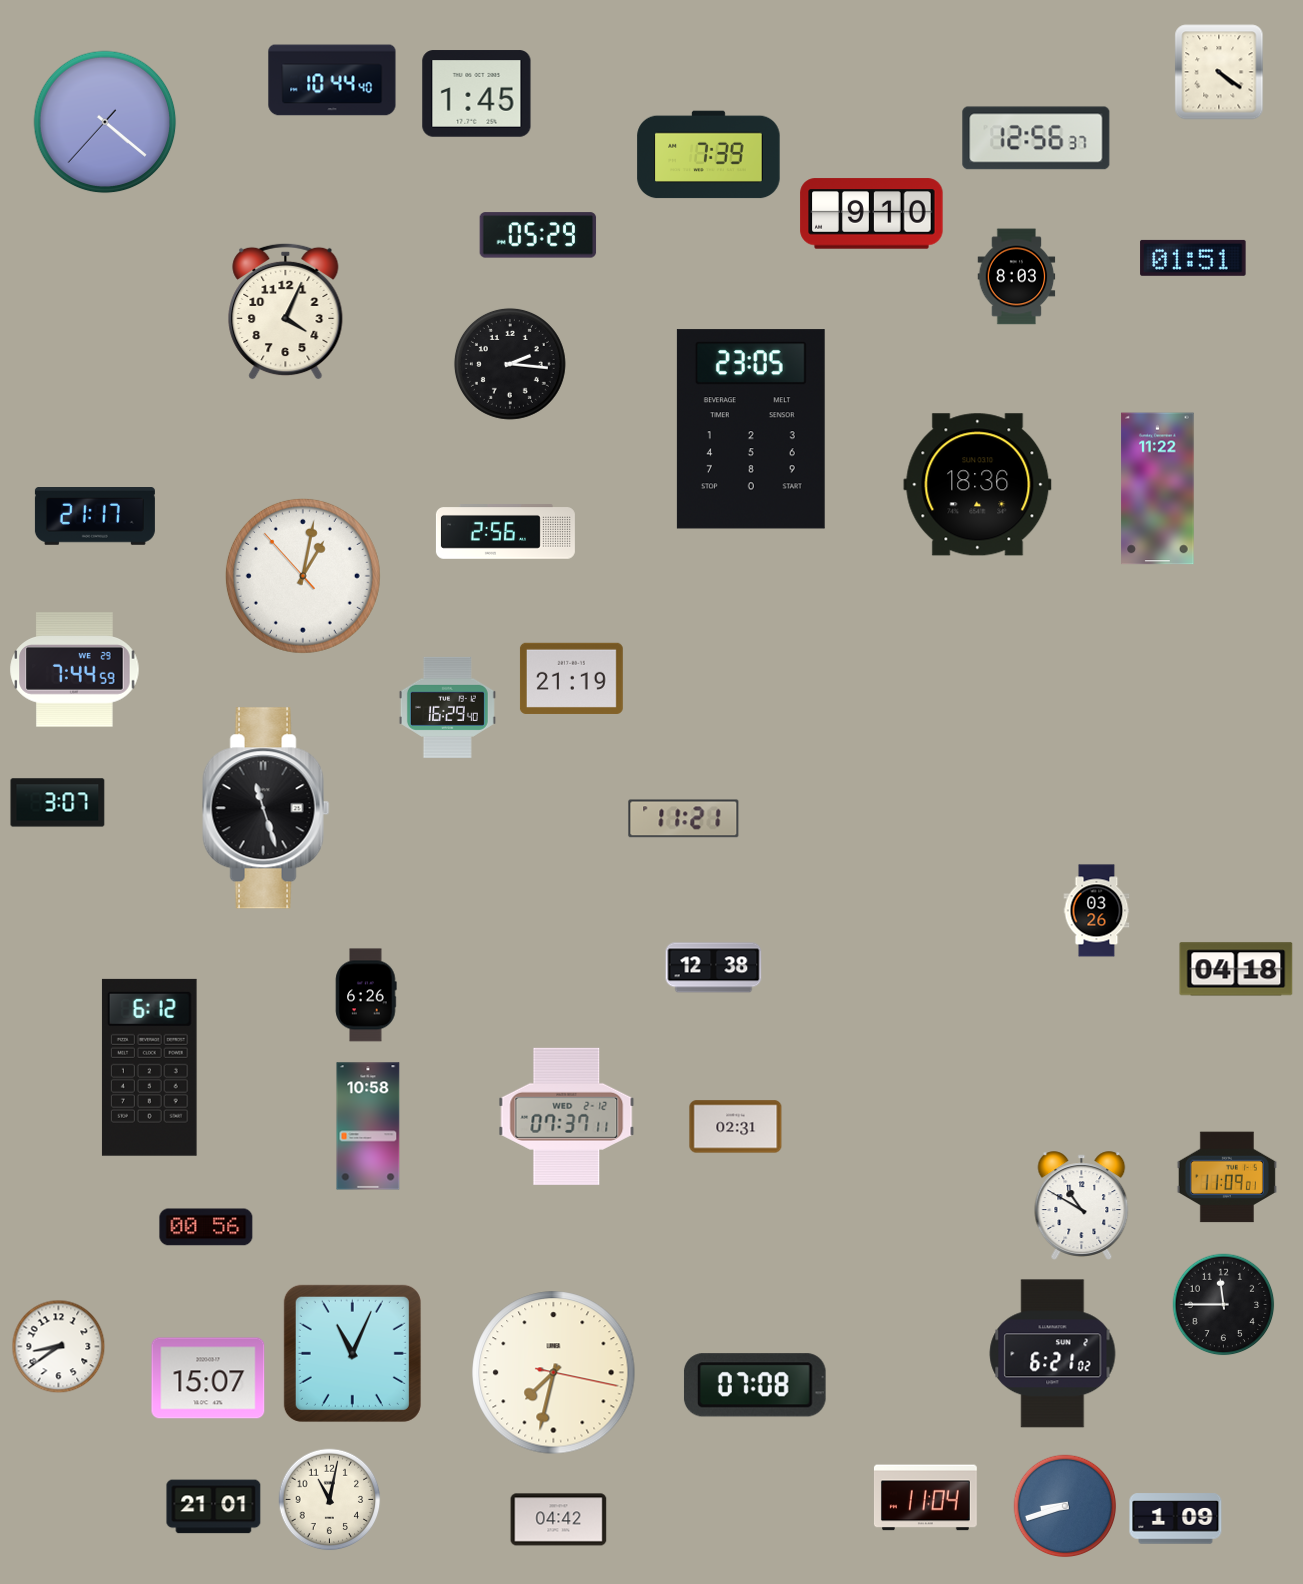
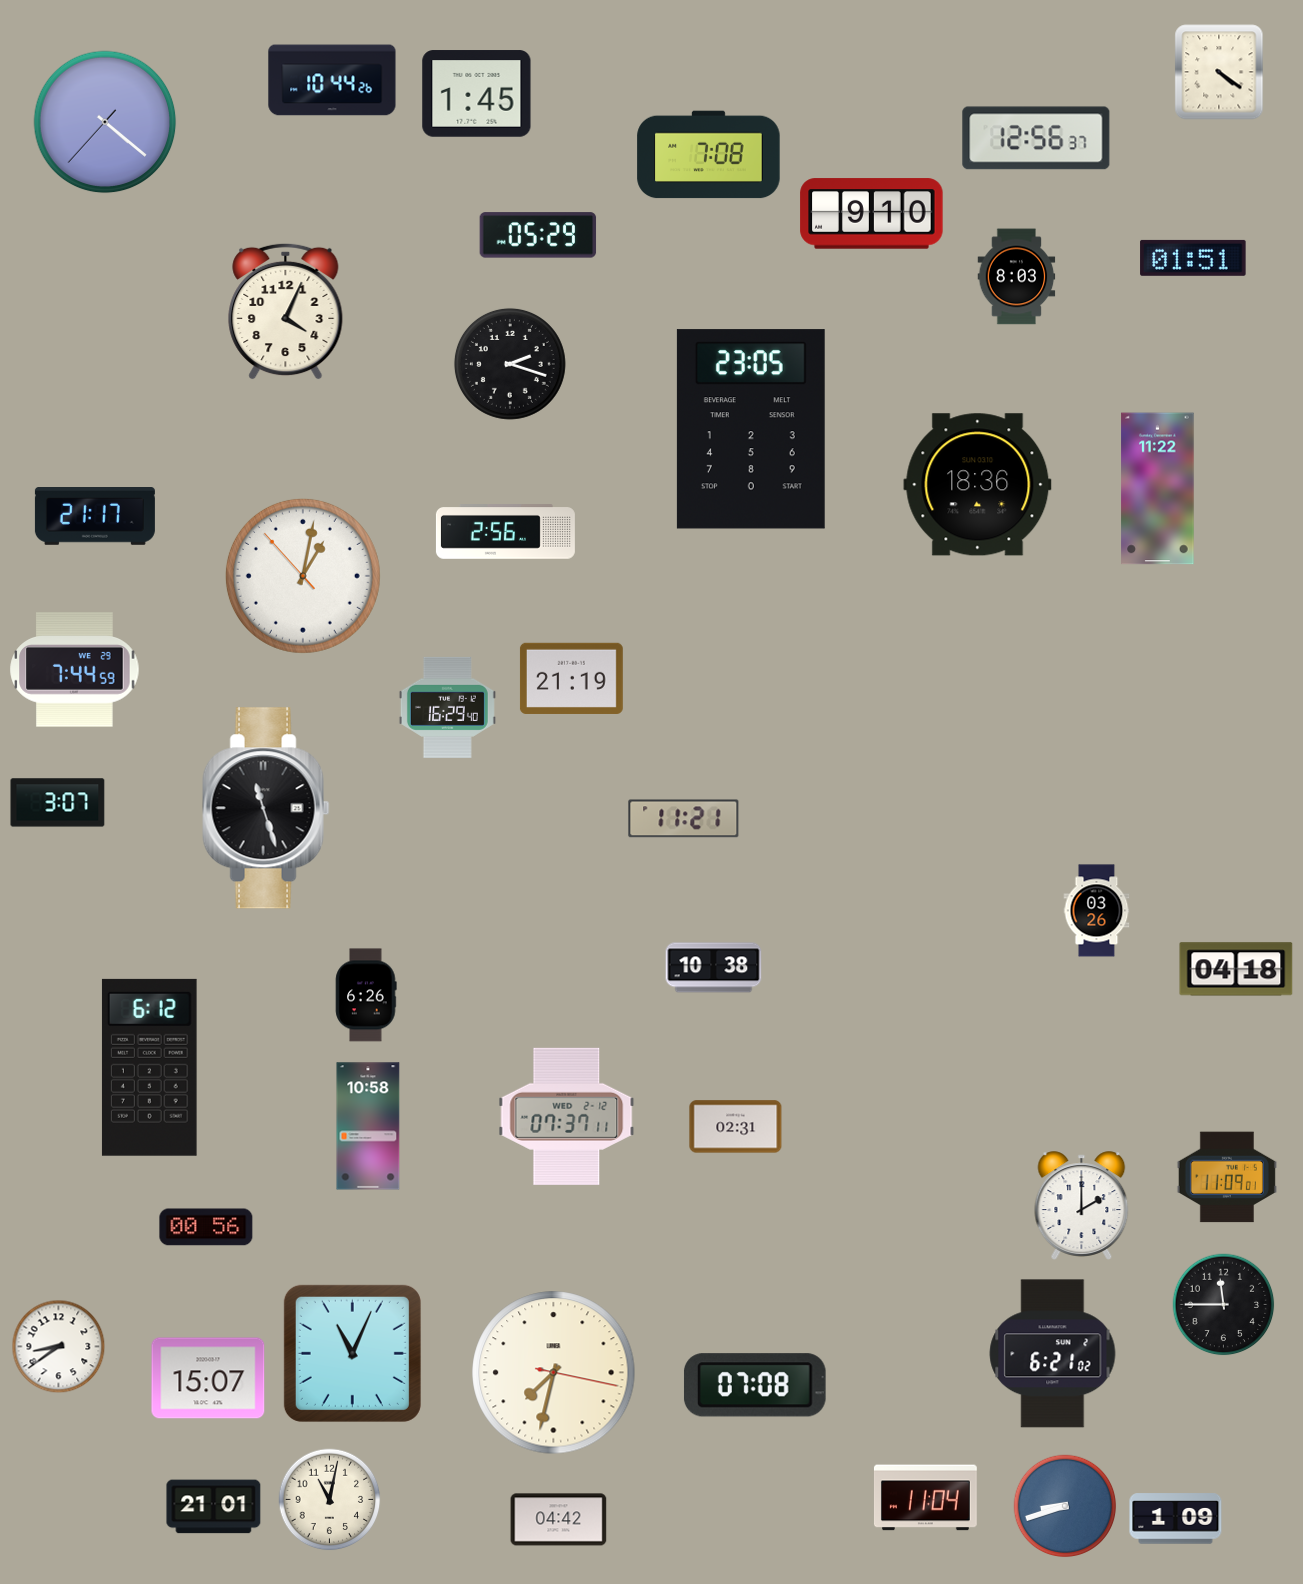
clock at (332, 80): 10:44:40 -> 10:44:26
clock at (709, 155): 7:39 -> 7:08
clock at (510, 364): 2:16 -> 2:18
clock at (714, 968): 12:38 -> 10:38
clock at (1082, 1206): 10:50 -> 2:00
